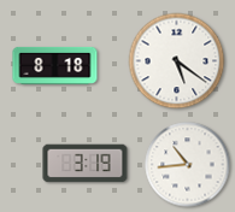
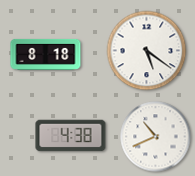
clock at (86, 164): 3:19 -> 4:38
clock at (188, 165): 10:44 -> 10:41
